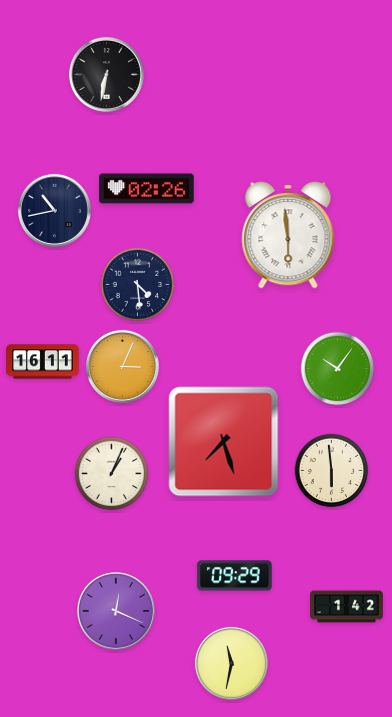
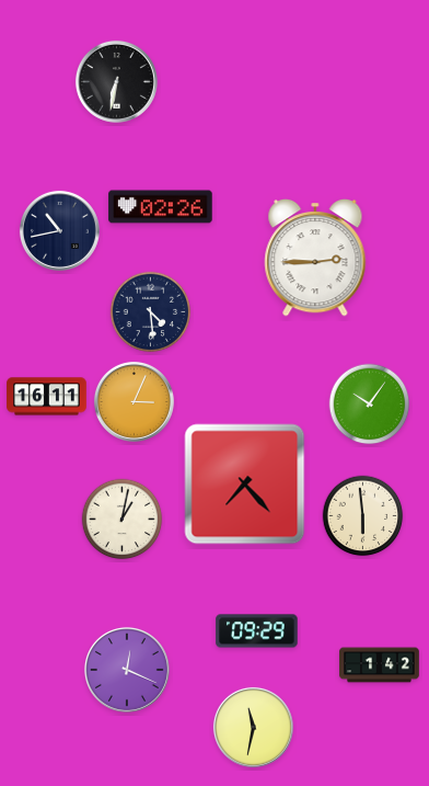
clock at (288, 236): 5:59 -> 2:45
clock at (224, 442): 7:27 -> 7:23
clock at (112, 474): 1:04 -> 1:02
